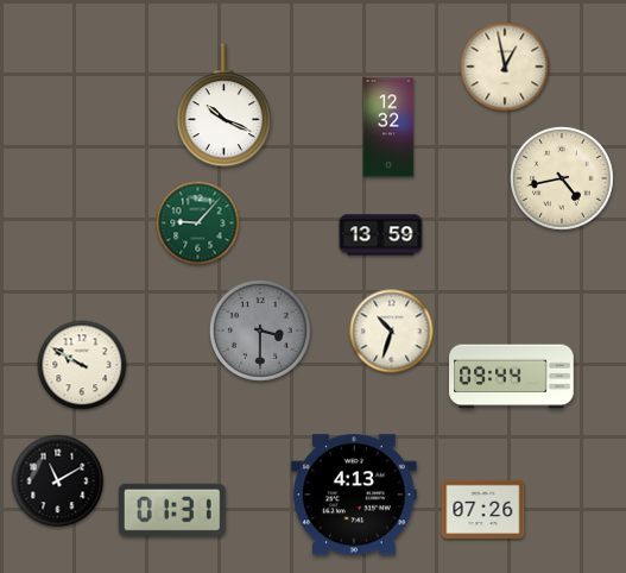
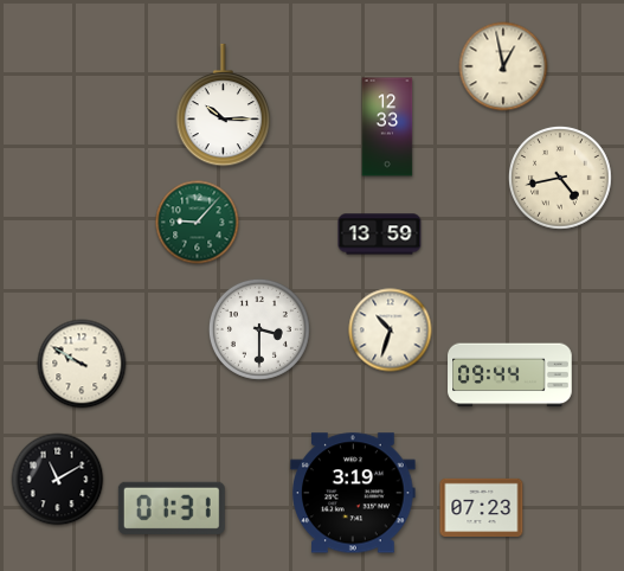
clock at (225, 106): 10:19 -> 10:15
clock at (388, 127): 12:32 -> 12:33
clock at (260, 330) dial: grey -> white
clock at (354, 495): 4:13 -> 3:19
clock at (483, 509): 07:26 -> 07:23
